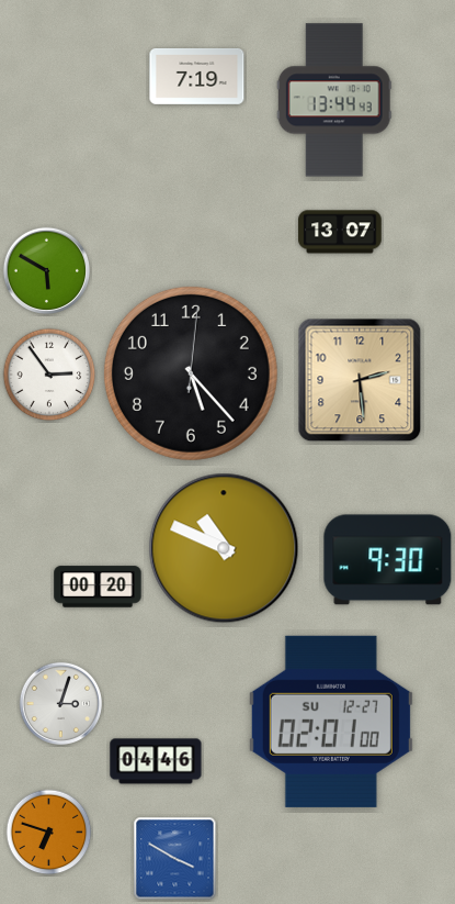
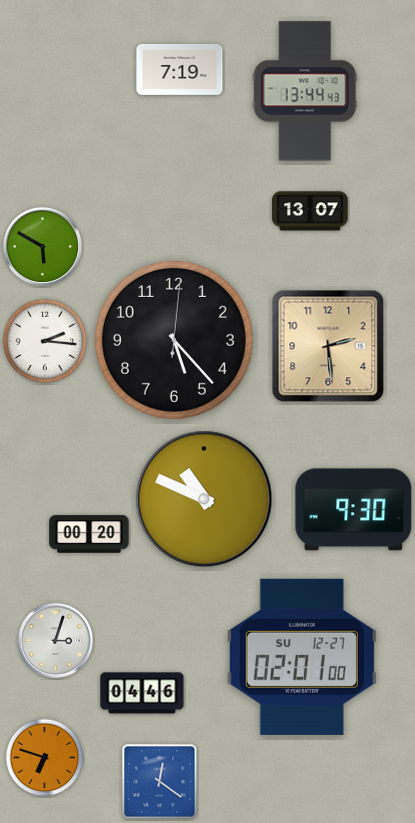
clock at (49, 375): 2:54 -> 2:16
clock at (175, 859): 3:50 -> 12:21
